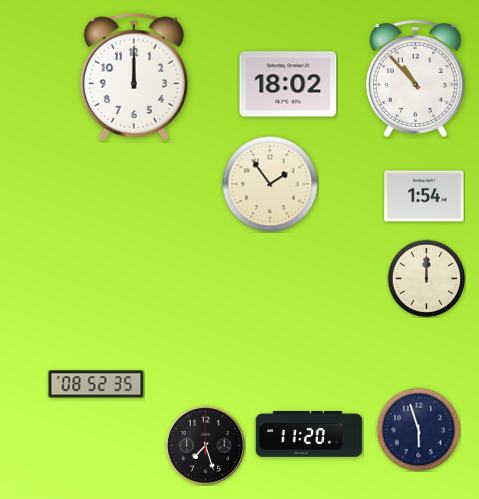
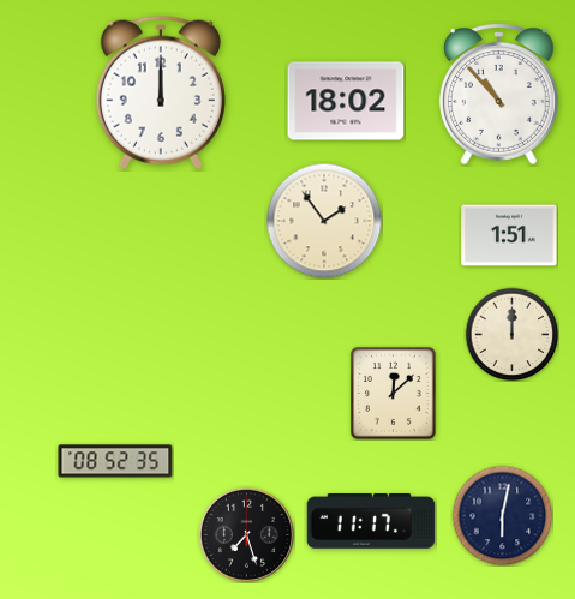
clock at (424, 196): 1:54 -> 1:51
clock at (394, 394): none -> 12:08
clock at (418, 429): 5:57 -> 6:02
clock at (309, 434): 11:20 -> 11:17
